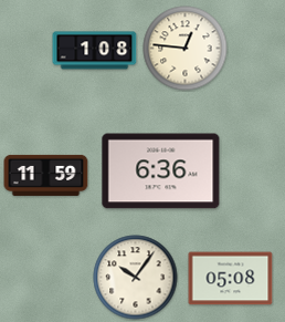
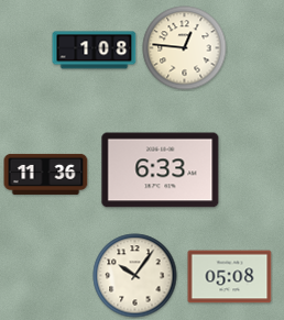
clock at (161, 172): 6:36 -> 6:33
clock at (46, 175): 11:59 -> 11:36
